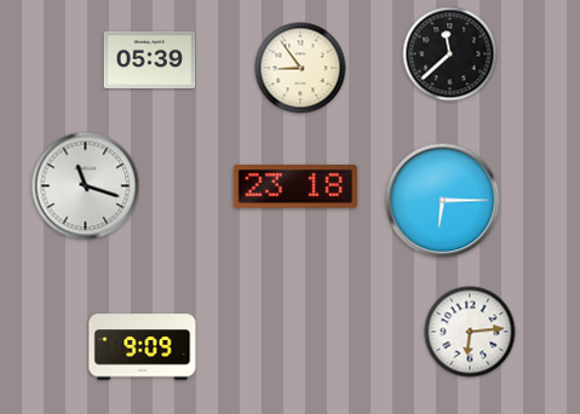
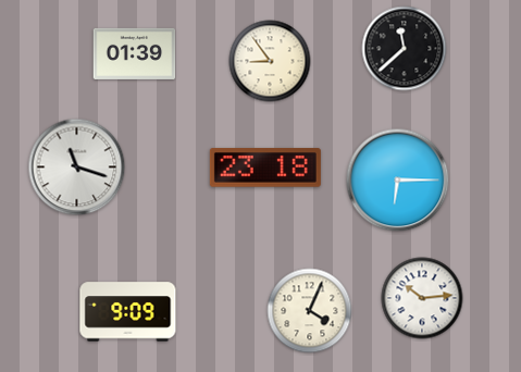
clock at (150, 59): 05:39 -> 01:39
clock at (470, 332): 6:14 -> 10:14
clock at (310, 311): none -> 4:04
